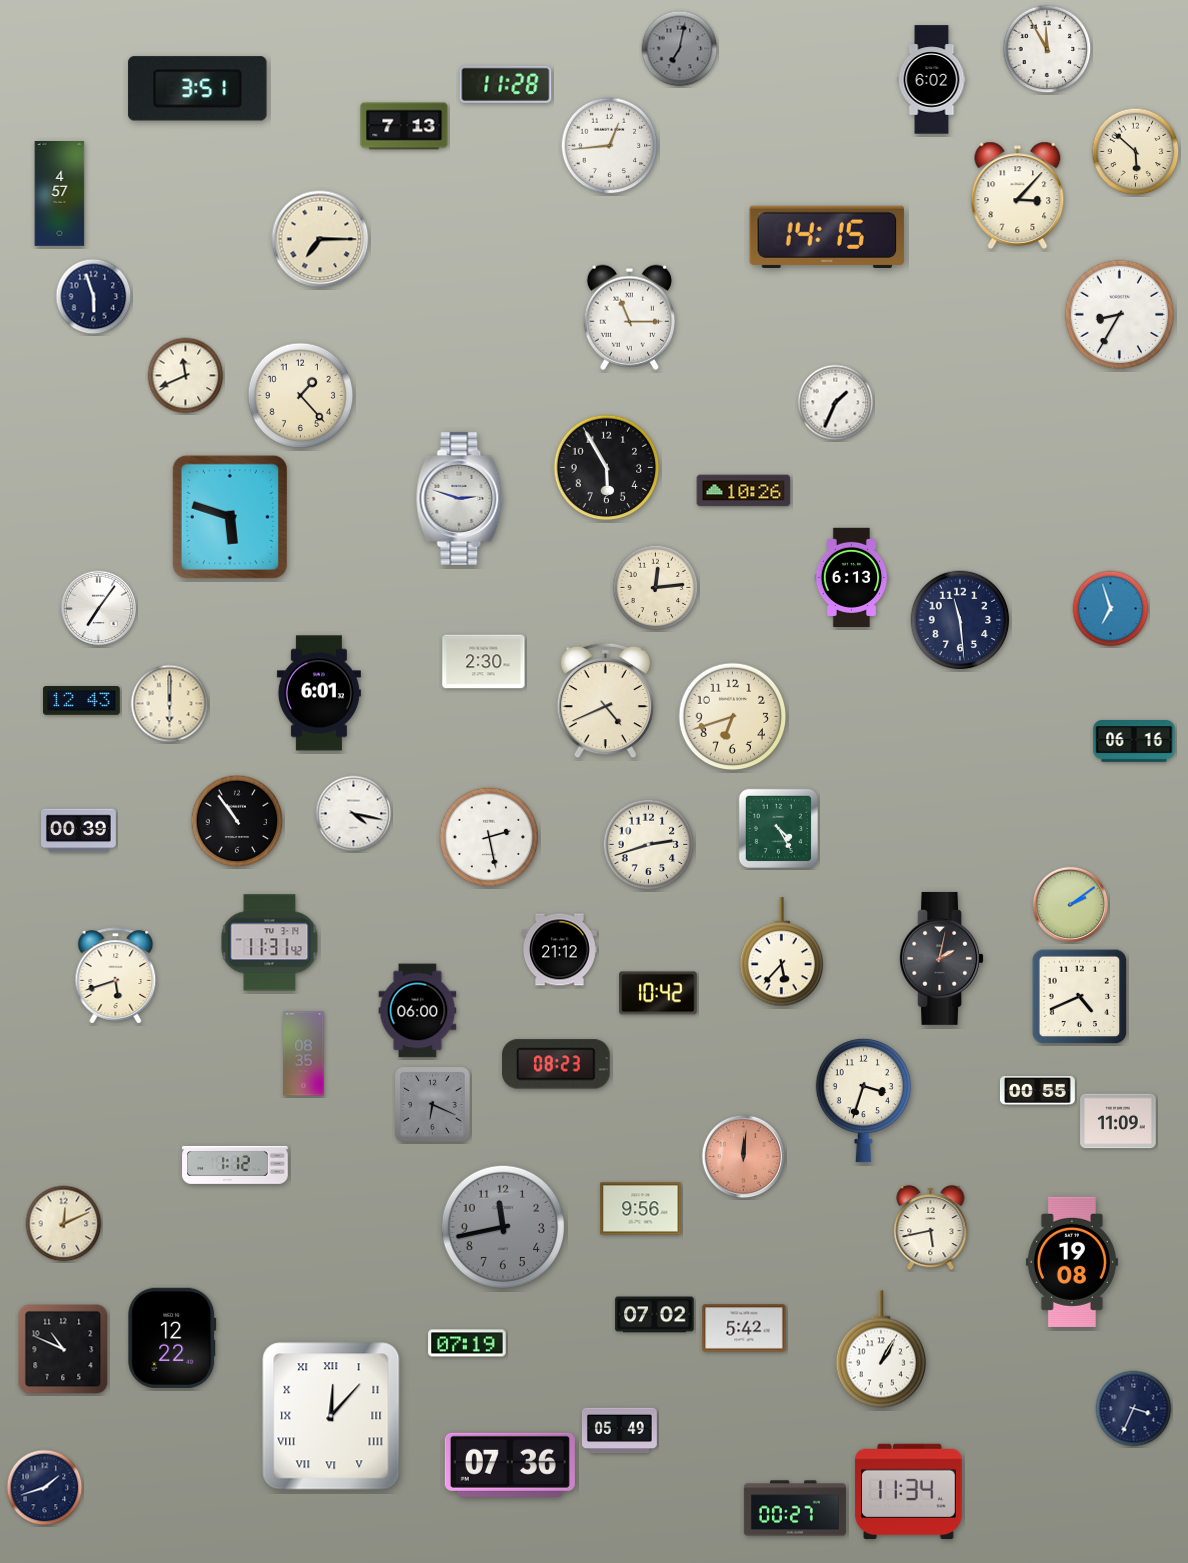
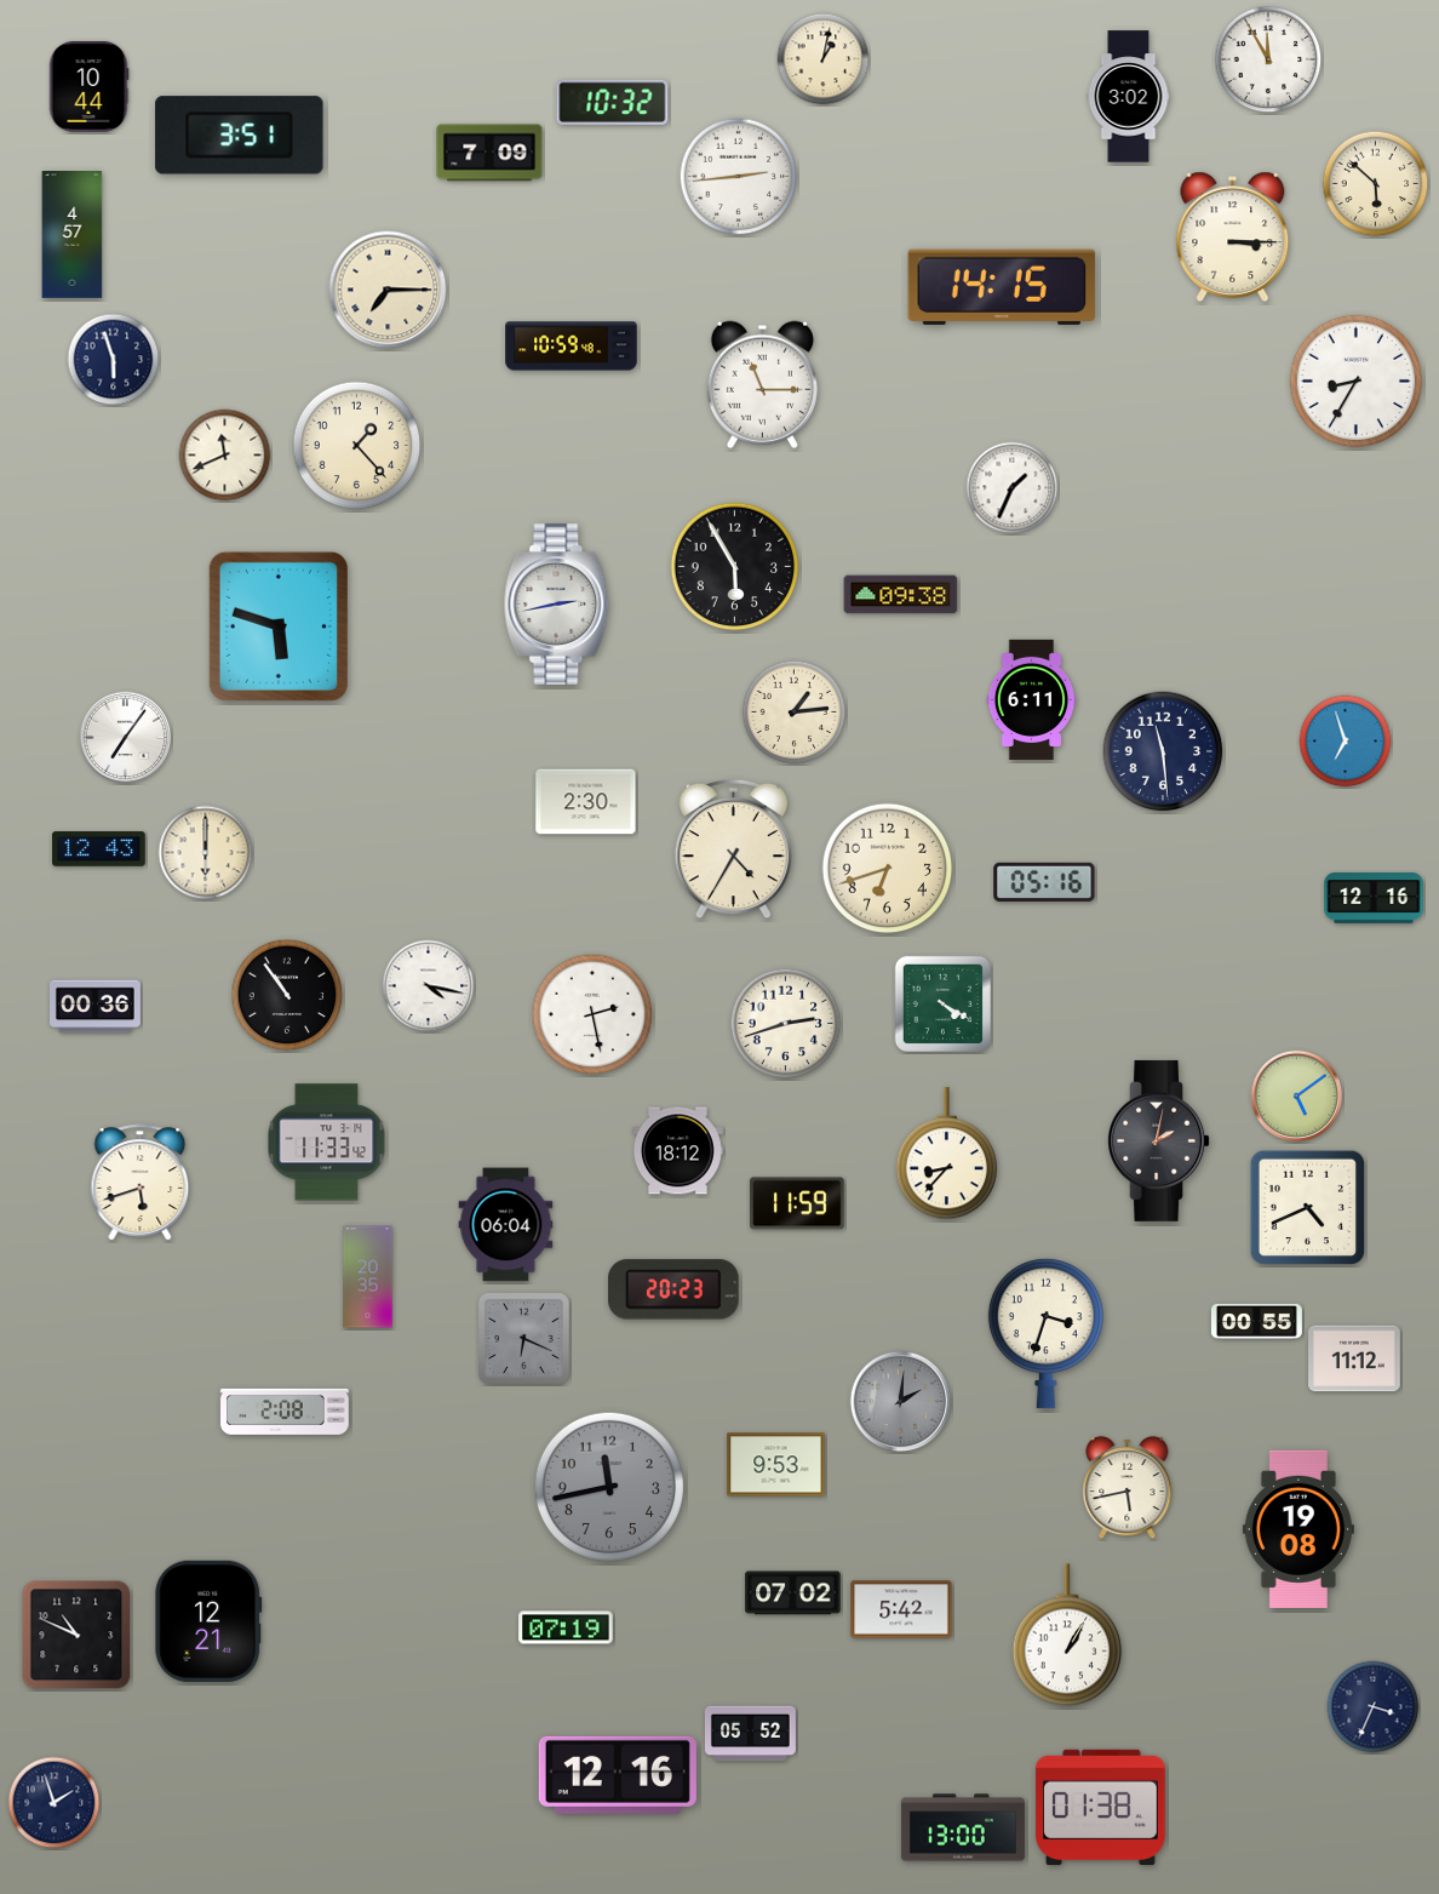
clock at (680, 49): 7:02 -> 1:02
clock at (680, 49) dial: grey -> cream
clock at (88, 86): none -> 10:44
clock at (932, 80): 6:02 -> 3:02
clock at (506, 84): 11:28 -> 10:32
clock at (198, 89) position: (198, 89) -> (240, 136)
clock at (404, 126): 7:13 -> 7:09
clock at (610, 146): 12:44 -> 2:44
clock at (1018, 195): 3:07 -> 3:15
clock at (572, 347): none -> 10:59
clock at (301, 396) position: (301, 396) -> (357, 446)
clock at (744, 491): 10:26 -> 09:38
clock at (460, 498): 2:48 -> 2:43
clock at (852, 578): 6:13 -> 6:11
clock at (656, 588): 12:14 -> 1:14
clock at (99, 609) position: (99, 609) -> (126, 738)
clock at (1111, 609) position: (1111, 609) -> (1346, 742)
clock at (319, 693): 6:01 -> none
clock at (605, 701): 4:41 -> 4:35
clock at (1044, 882): none -> 05:16
clock at (1134, 741): 06:16 -> 12:16
clock at (778, 828): 4:25 -> 4:20
clock at (79, 831): 00:39 -> 00:36
clock at (1071, 905): 2:09 -> 5:09
clock at (270, 943): 11:31 -> 11:33
clock at (559, 950): 21:12 -> 18:12
clock at (781, 952): 5:37 -> 8:37
clock at (941, 958) position: (941, 958) -> (1158, 1140)
clock at (658, 993): 10:42 -> 11:59
clock at (418, 1011): 06:00 -> 06:04
clock at (304, 1054): 08:35 -> 20:35
clock at (556, 1064): 08:23 -> 20:23
clock at (1119, 1121): 11:09 -> 11:12
clock at (744, 1157): 12:01 -> 2:01
clock at (744, 1157) dial: salmon -> grey
clock at (235, 1165): 1:12 -> 2:08
clock at (641, 1209): 9:56 -> 9:53
clock at (64, 1224): 12:11 -> none
clock at (172, 1338): 12:22 -> 12:21
clock at (331, 1416): 12:07 -> none
clock at (619, 1431): 05:49 -> 05:52
clock at (510, 1465): 07:36 -> 12:16
clock at (45, 1488): 1:42 -> 1:57
clock at (909, 1492): 11:34 -> 01:38
clock at (795, 1508): 00:27 -> 13:00
